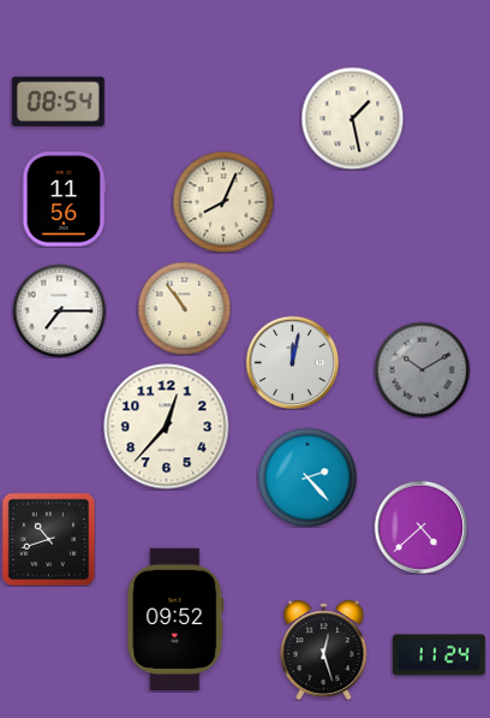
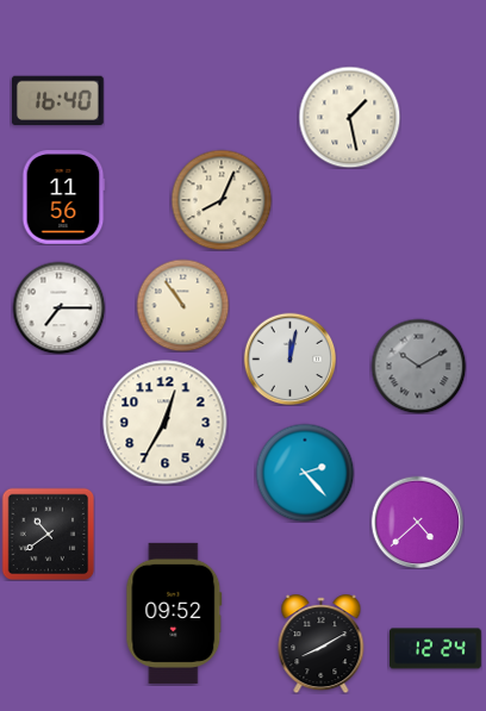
clock at (58, 101): 08:54 -> 16:40
clock at (167, 427): 12:37 -> 12:35
clock at (48, 539): 10:42 -> 10:39
clock at (324, 651): 12:27 -> 8:10
clock at (440, 655): 11:24 -> 12:24
